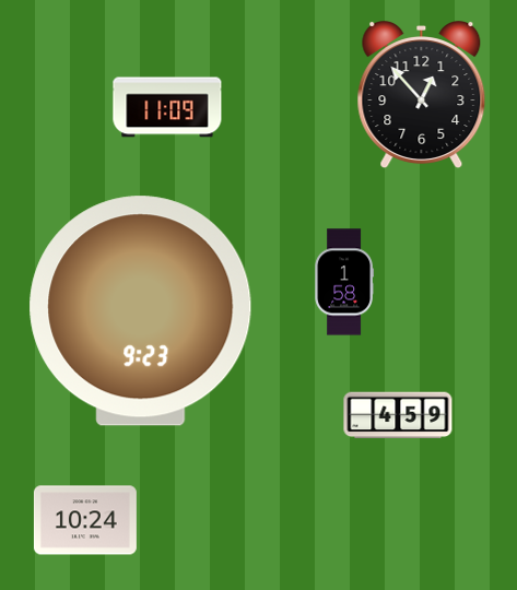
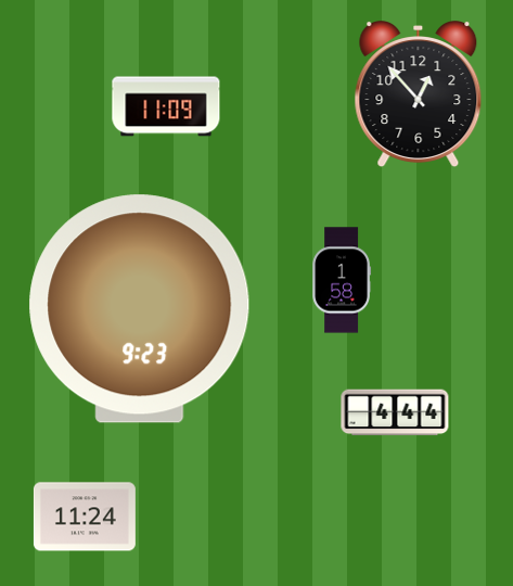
clock at (398, 415): 4:59 -> 4:44
clock at (85, 520): 10:24 -> 11:24
